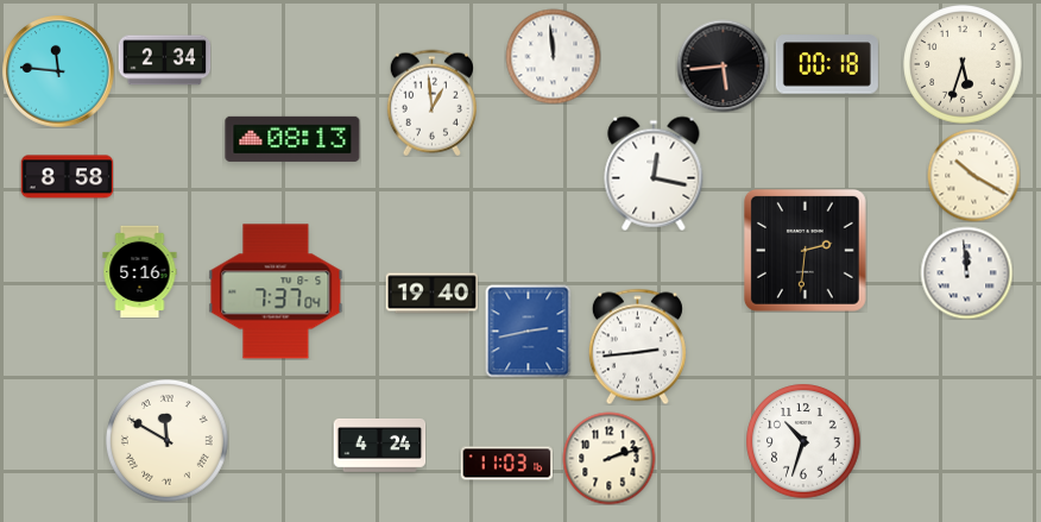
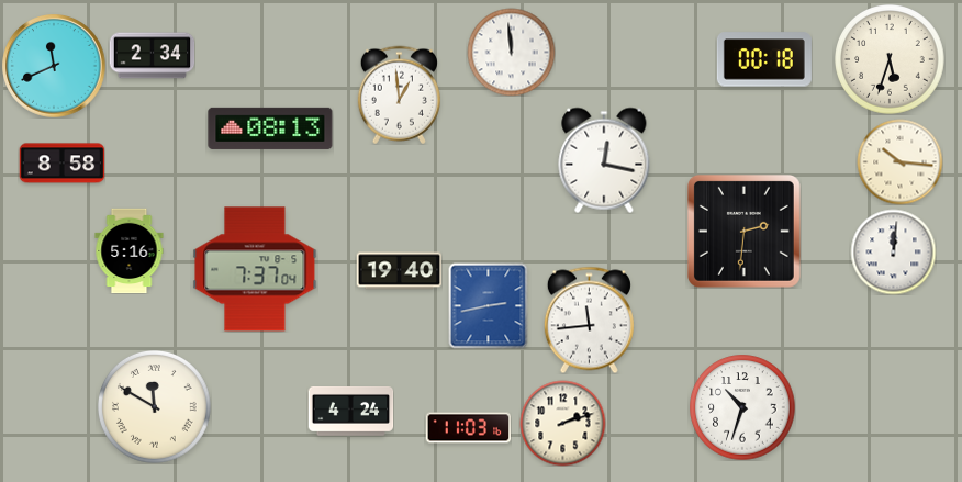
clock at (723, 65): 5:44 -> none
clock at (58, 71): 11:46 -> 11:41
clock at (973, 175): 10:20 -> 10:16
clock at (966, 272): 11:59 -> 12:01
clock at (637, 346): 2:44 -> 11:44
